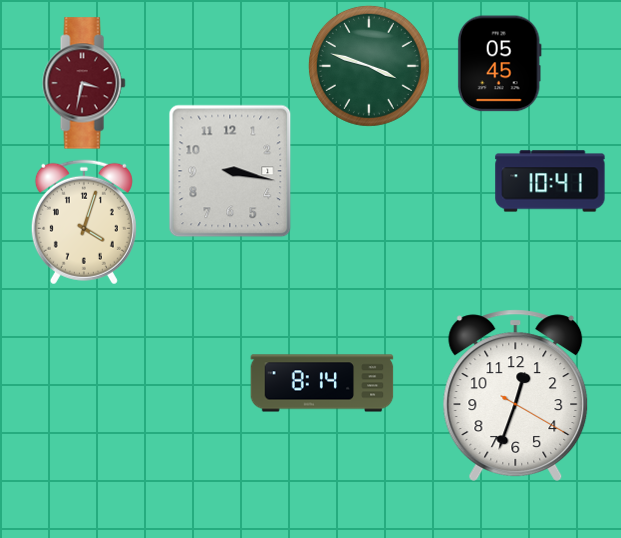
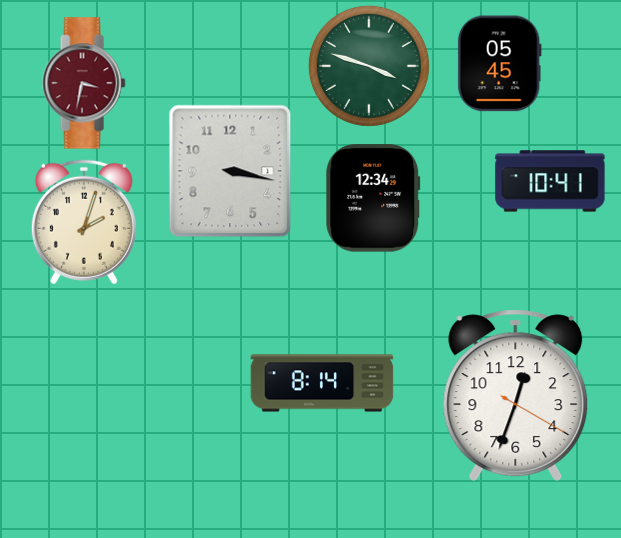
clock at (373, 198): none -> 12:34
clock at (84, 222): 4:03 -> 2:03
